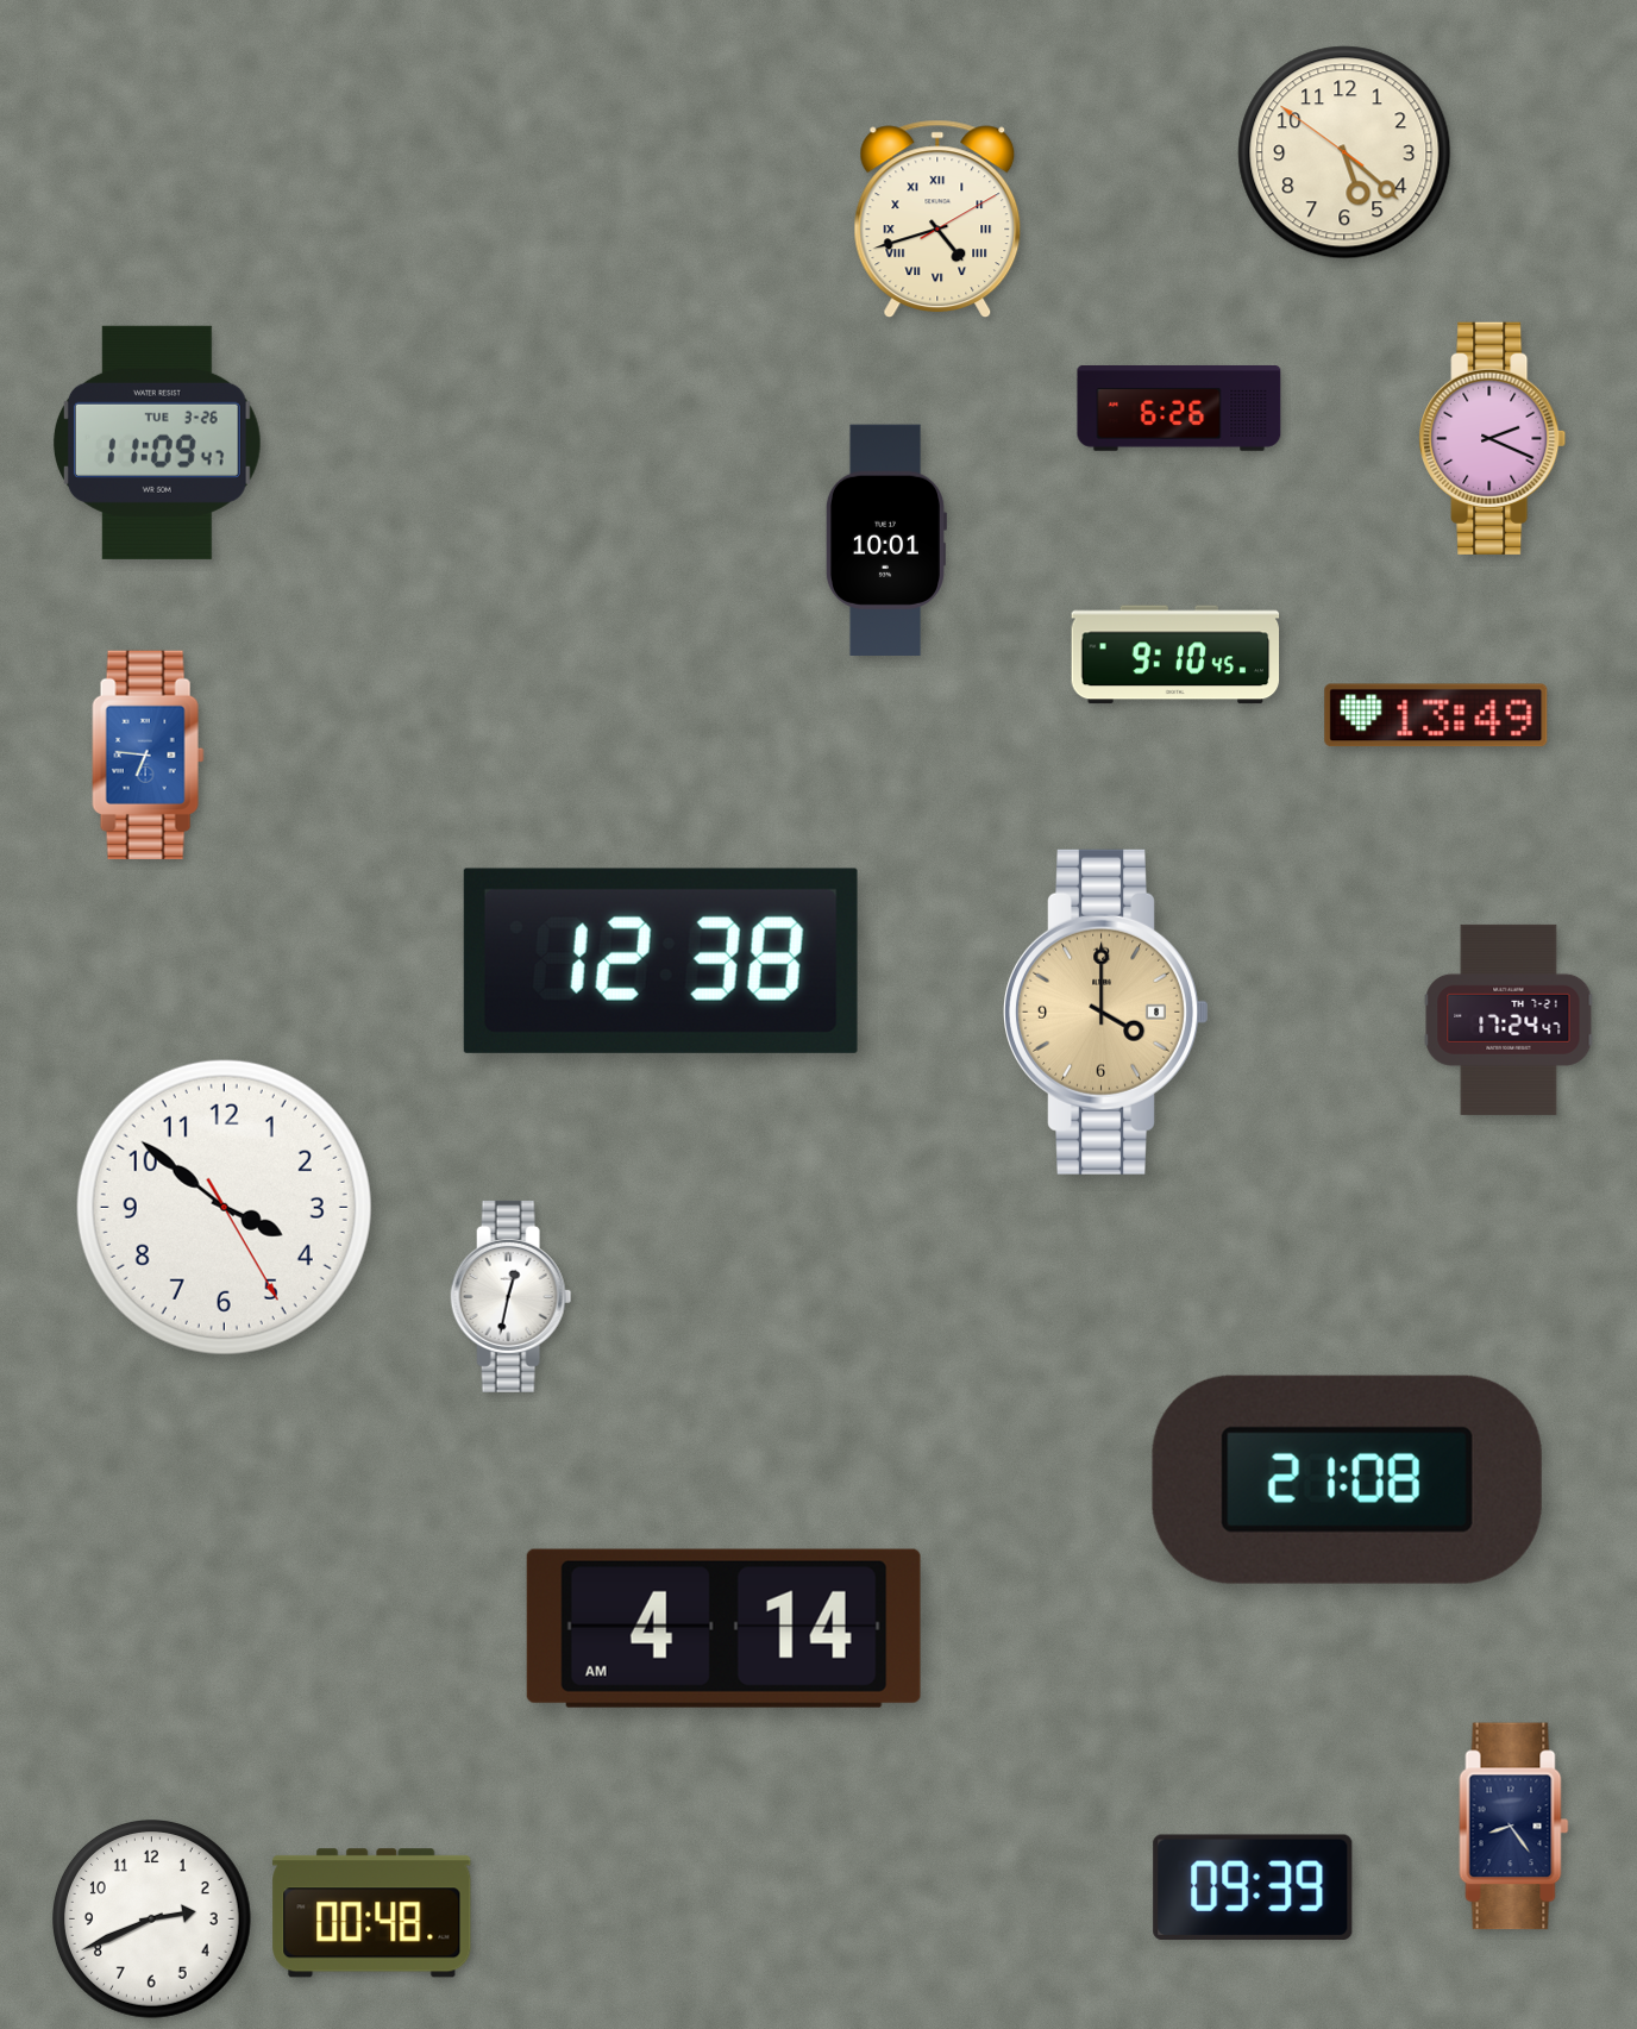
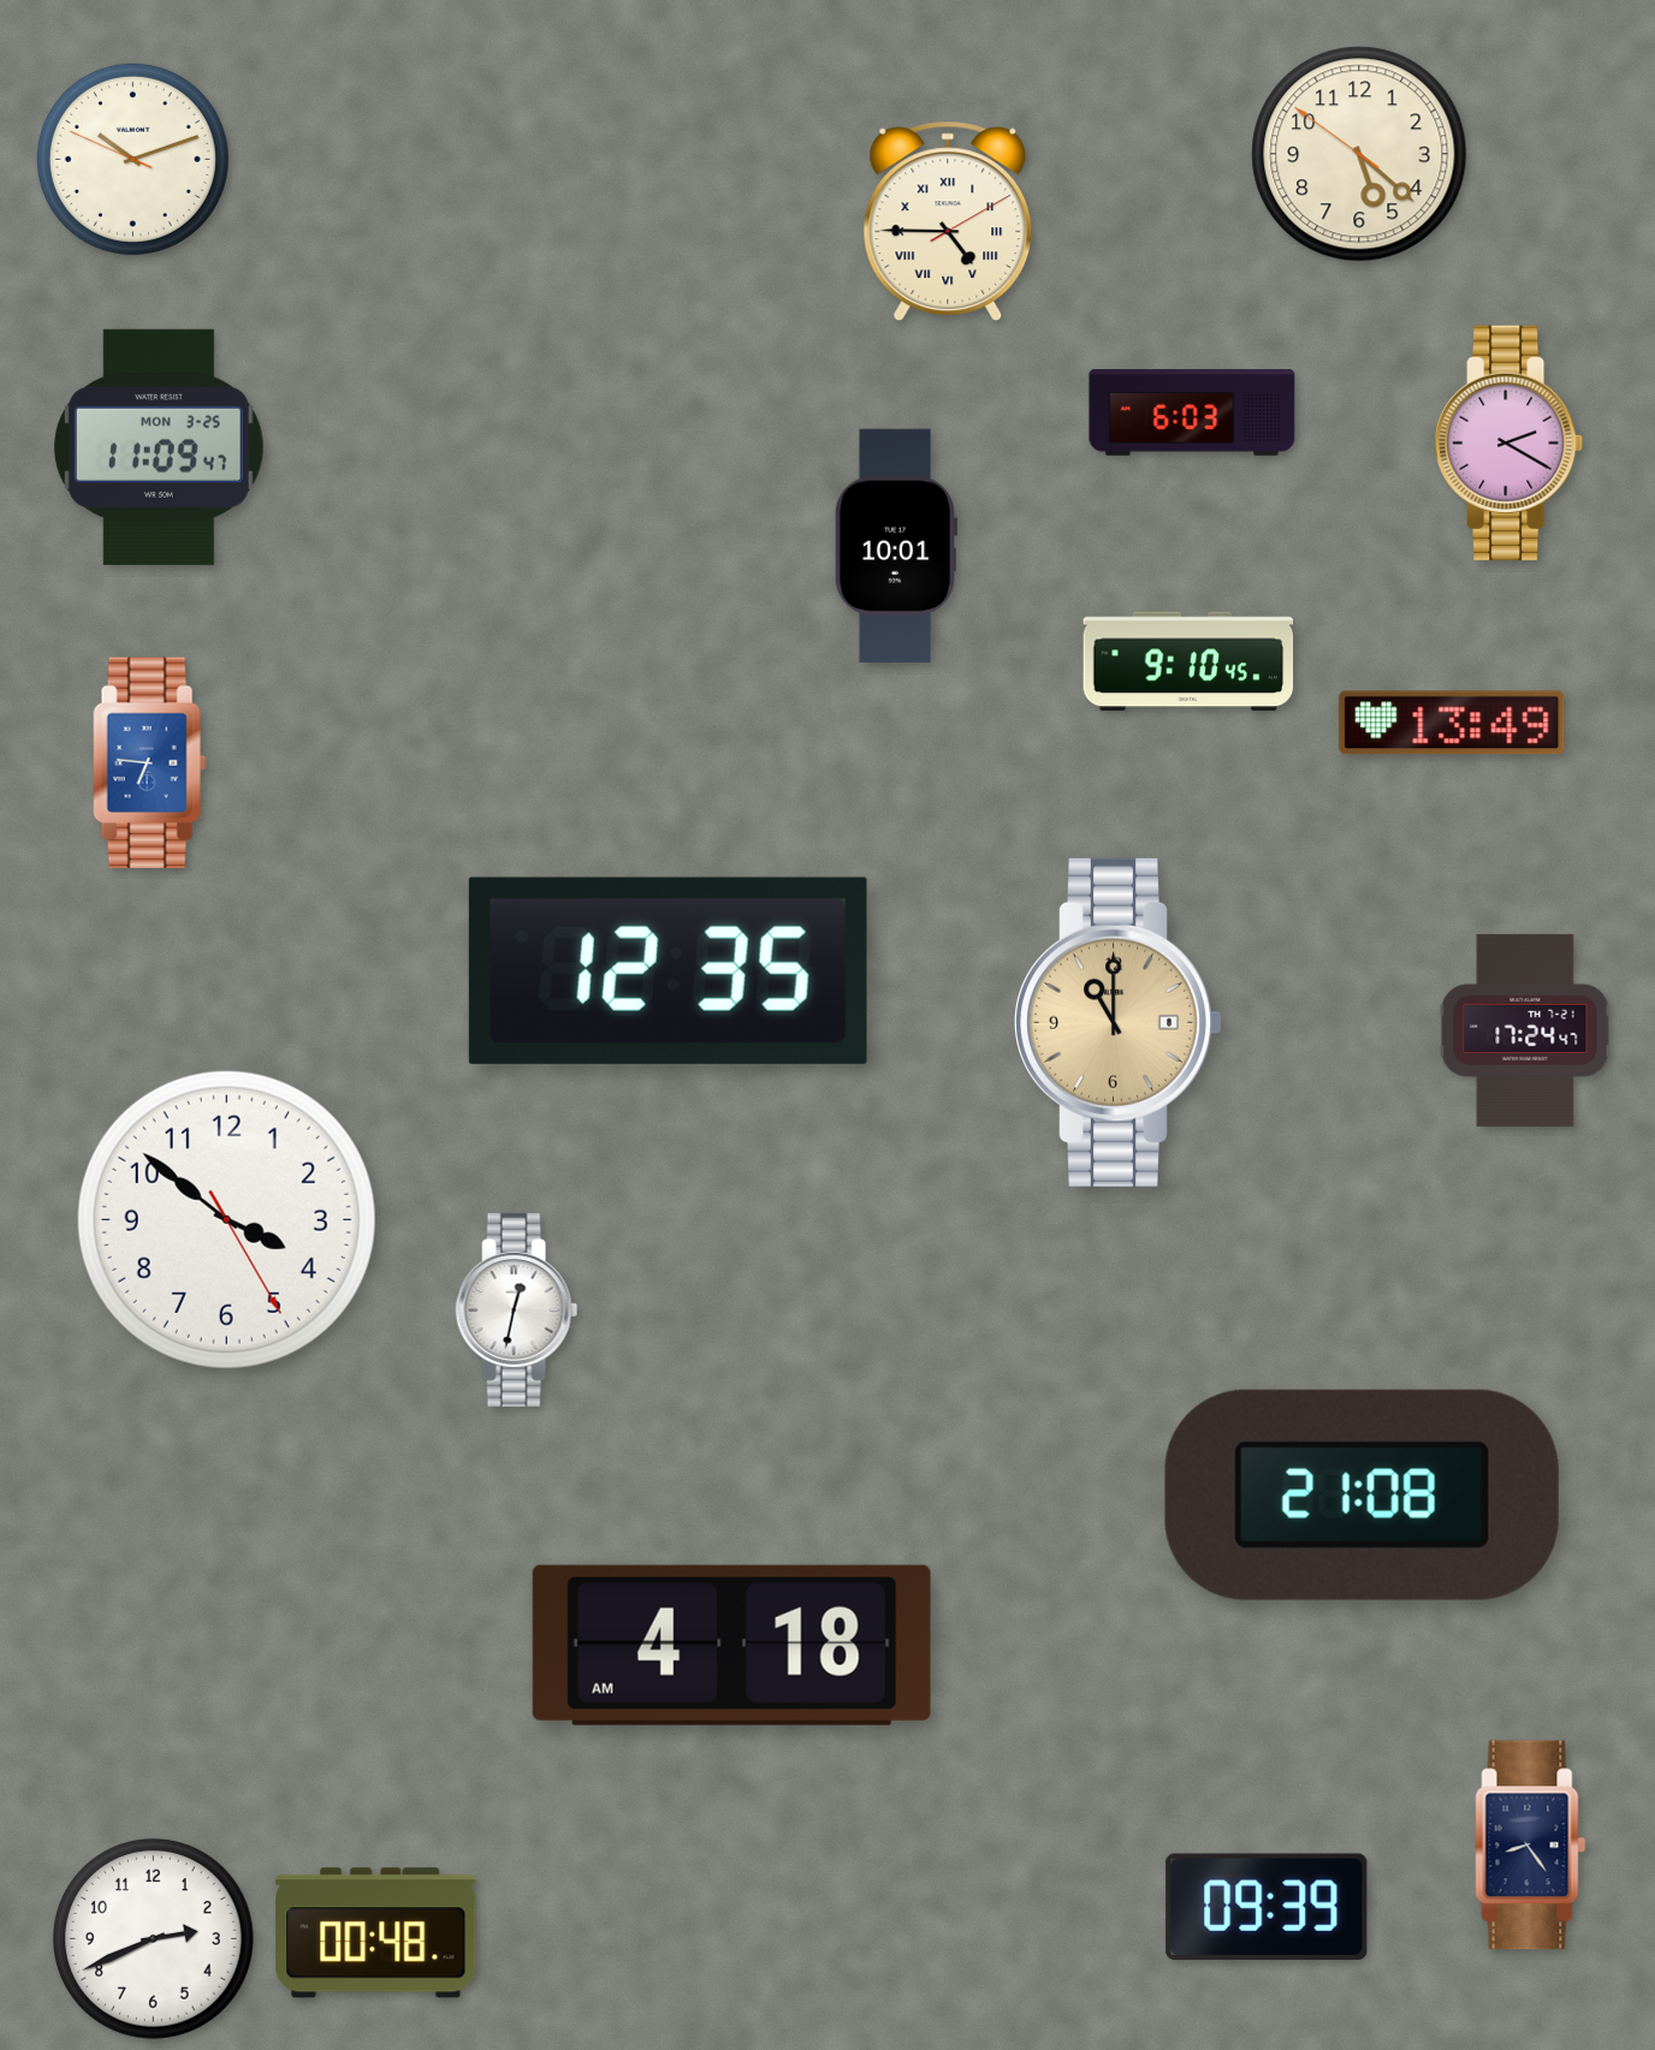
clock at (132, 159): none -> 10:11
clock at (937, 219): 4:42 -> 4:45
clock at (1179, 409): 6:26 -> 6:03
clock at (1493, 438): 2:19 -> 2:20
clock at (157, 443) date: TUE 3-26 -> MON 3-25
clock at (660, 960): 12:38 -> 12:35
clock at (1106, 1012): 4:00 -> 11:00
clock at (723, 1628): 4:14 -> 4:18
